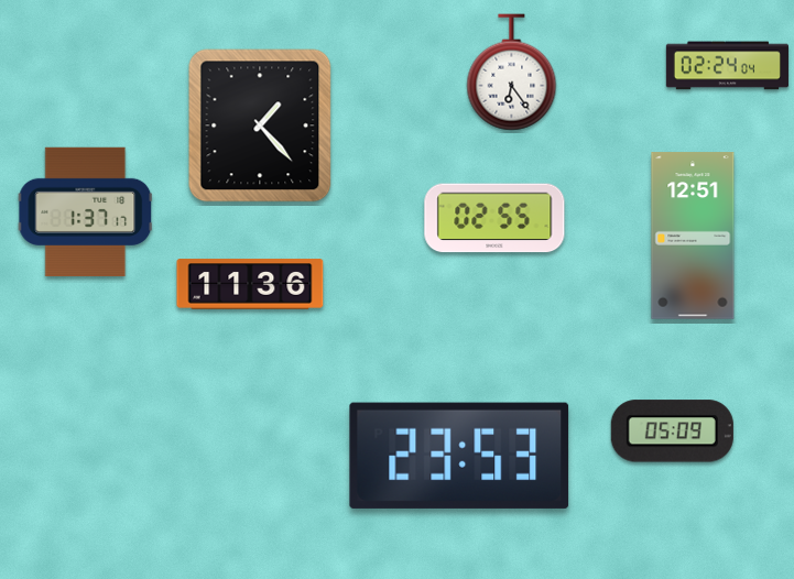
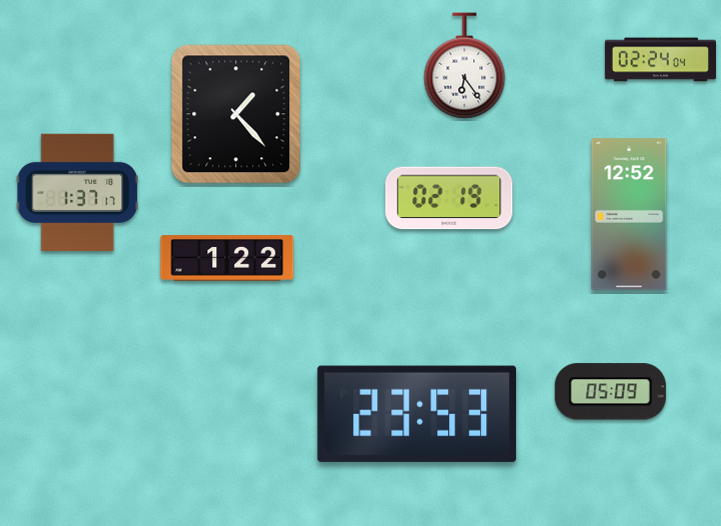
clock at (494, 218): 02:55 -> 02:19
clock at (693, 236): 12:51 -> 12:52
clock at (250, 284): 11:36 -> 1:22
